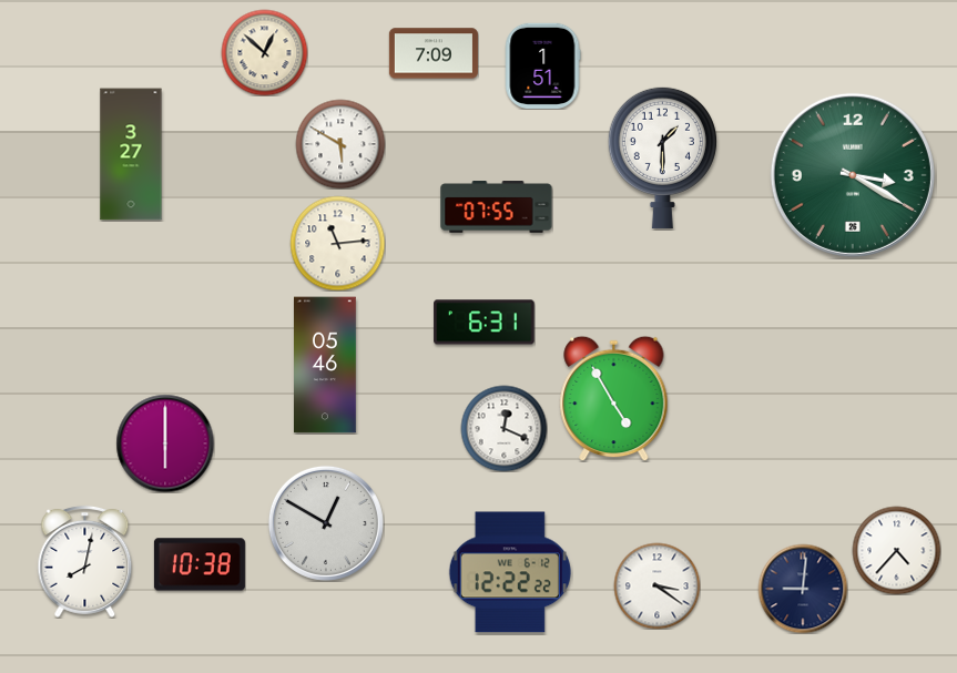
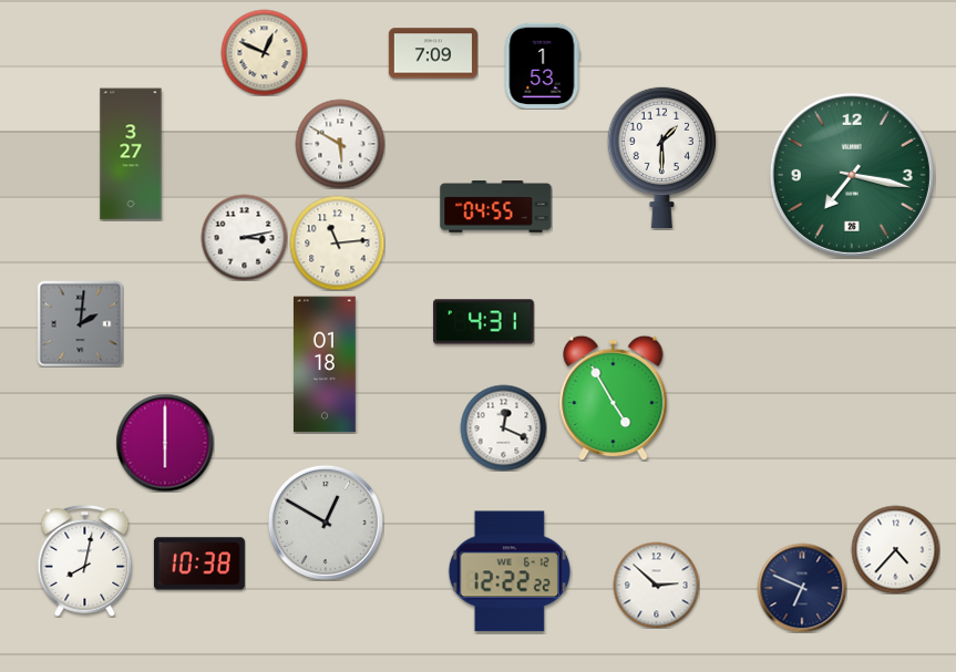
clock at (264, 52): 12:52 -> 12:49
clock at (542, 65): 1:51 -> 1:53
clock at (853, 175): 3:20 -> 7:17
clock at (497, 207): 07:55 -> 04:55
clock at (244, 237): none -> 3:13
clock at (485, 323): 6:31 -> 4:31
clock at (80, 323): none -> 2:01
clock at (326, 365): 05:46 -> 01:18
clock at (656, 585): 3:21 -> 2:52
clock at (803, 589): 9:01 -> 6:49
